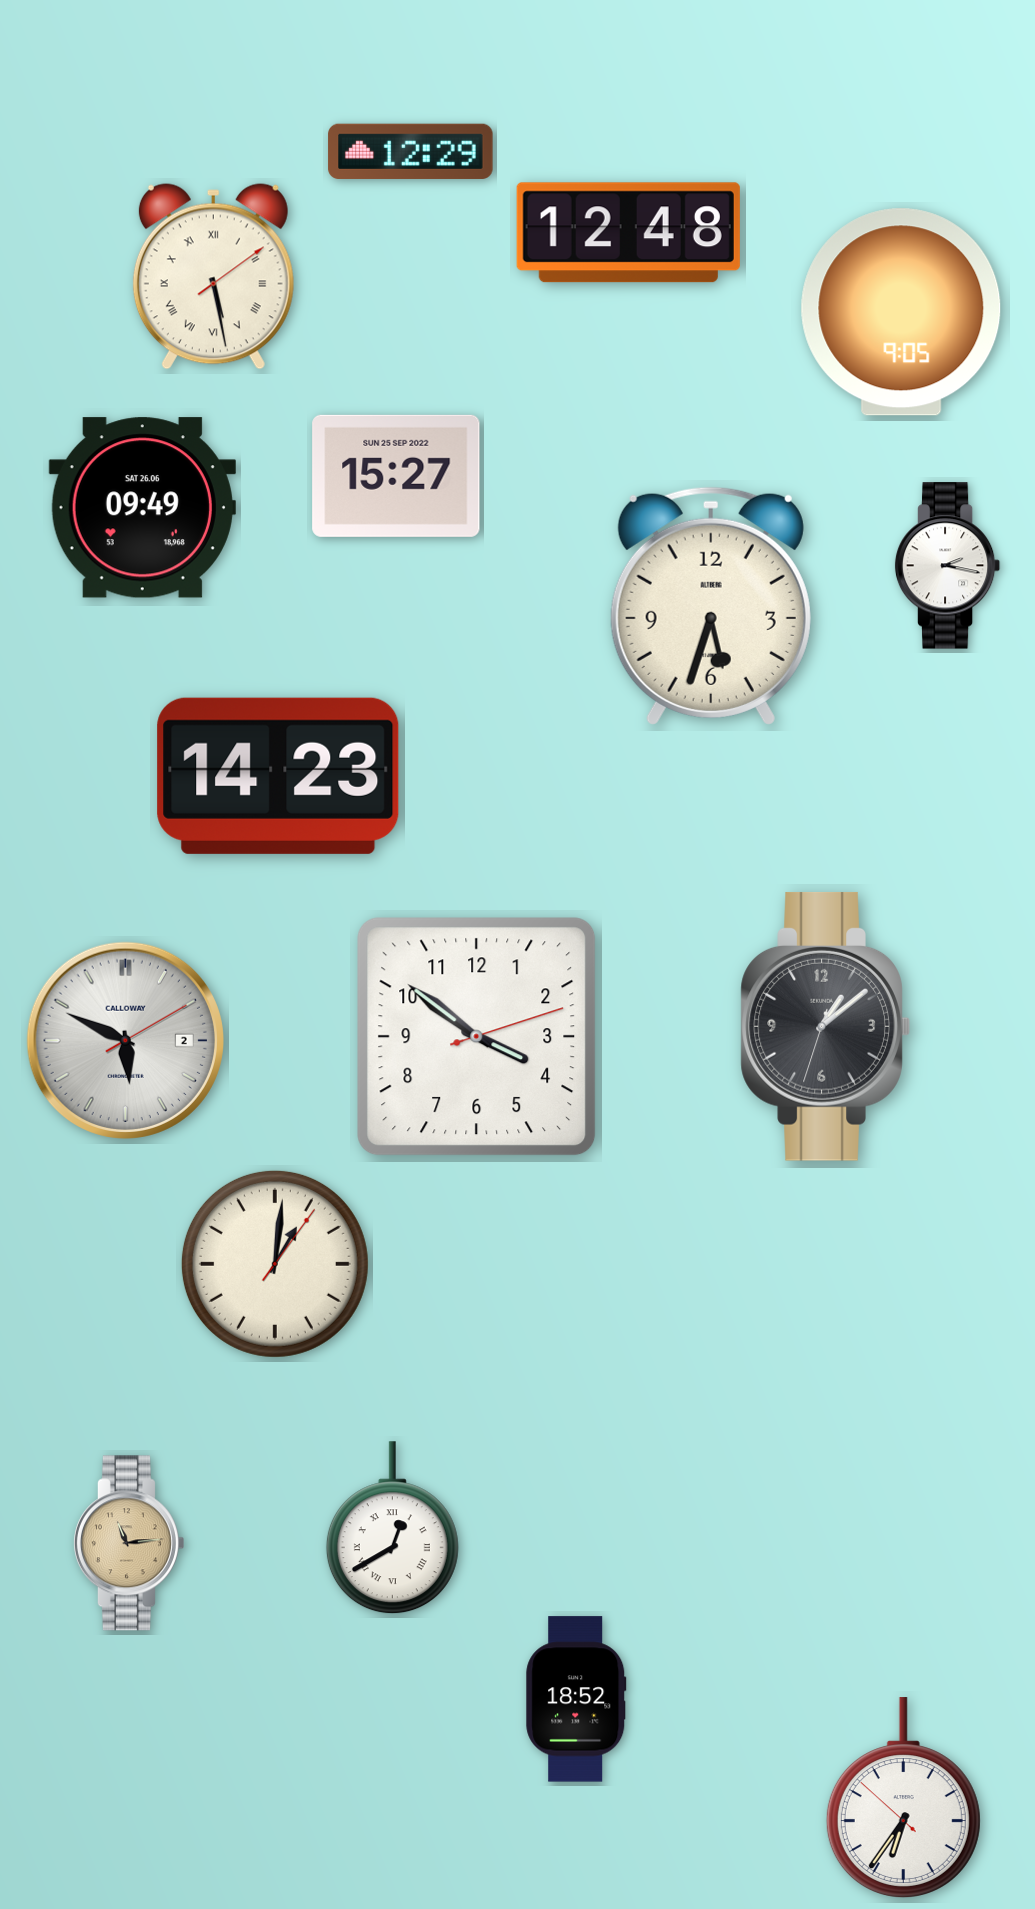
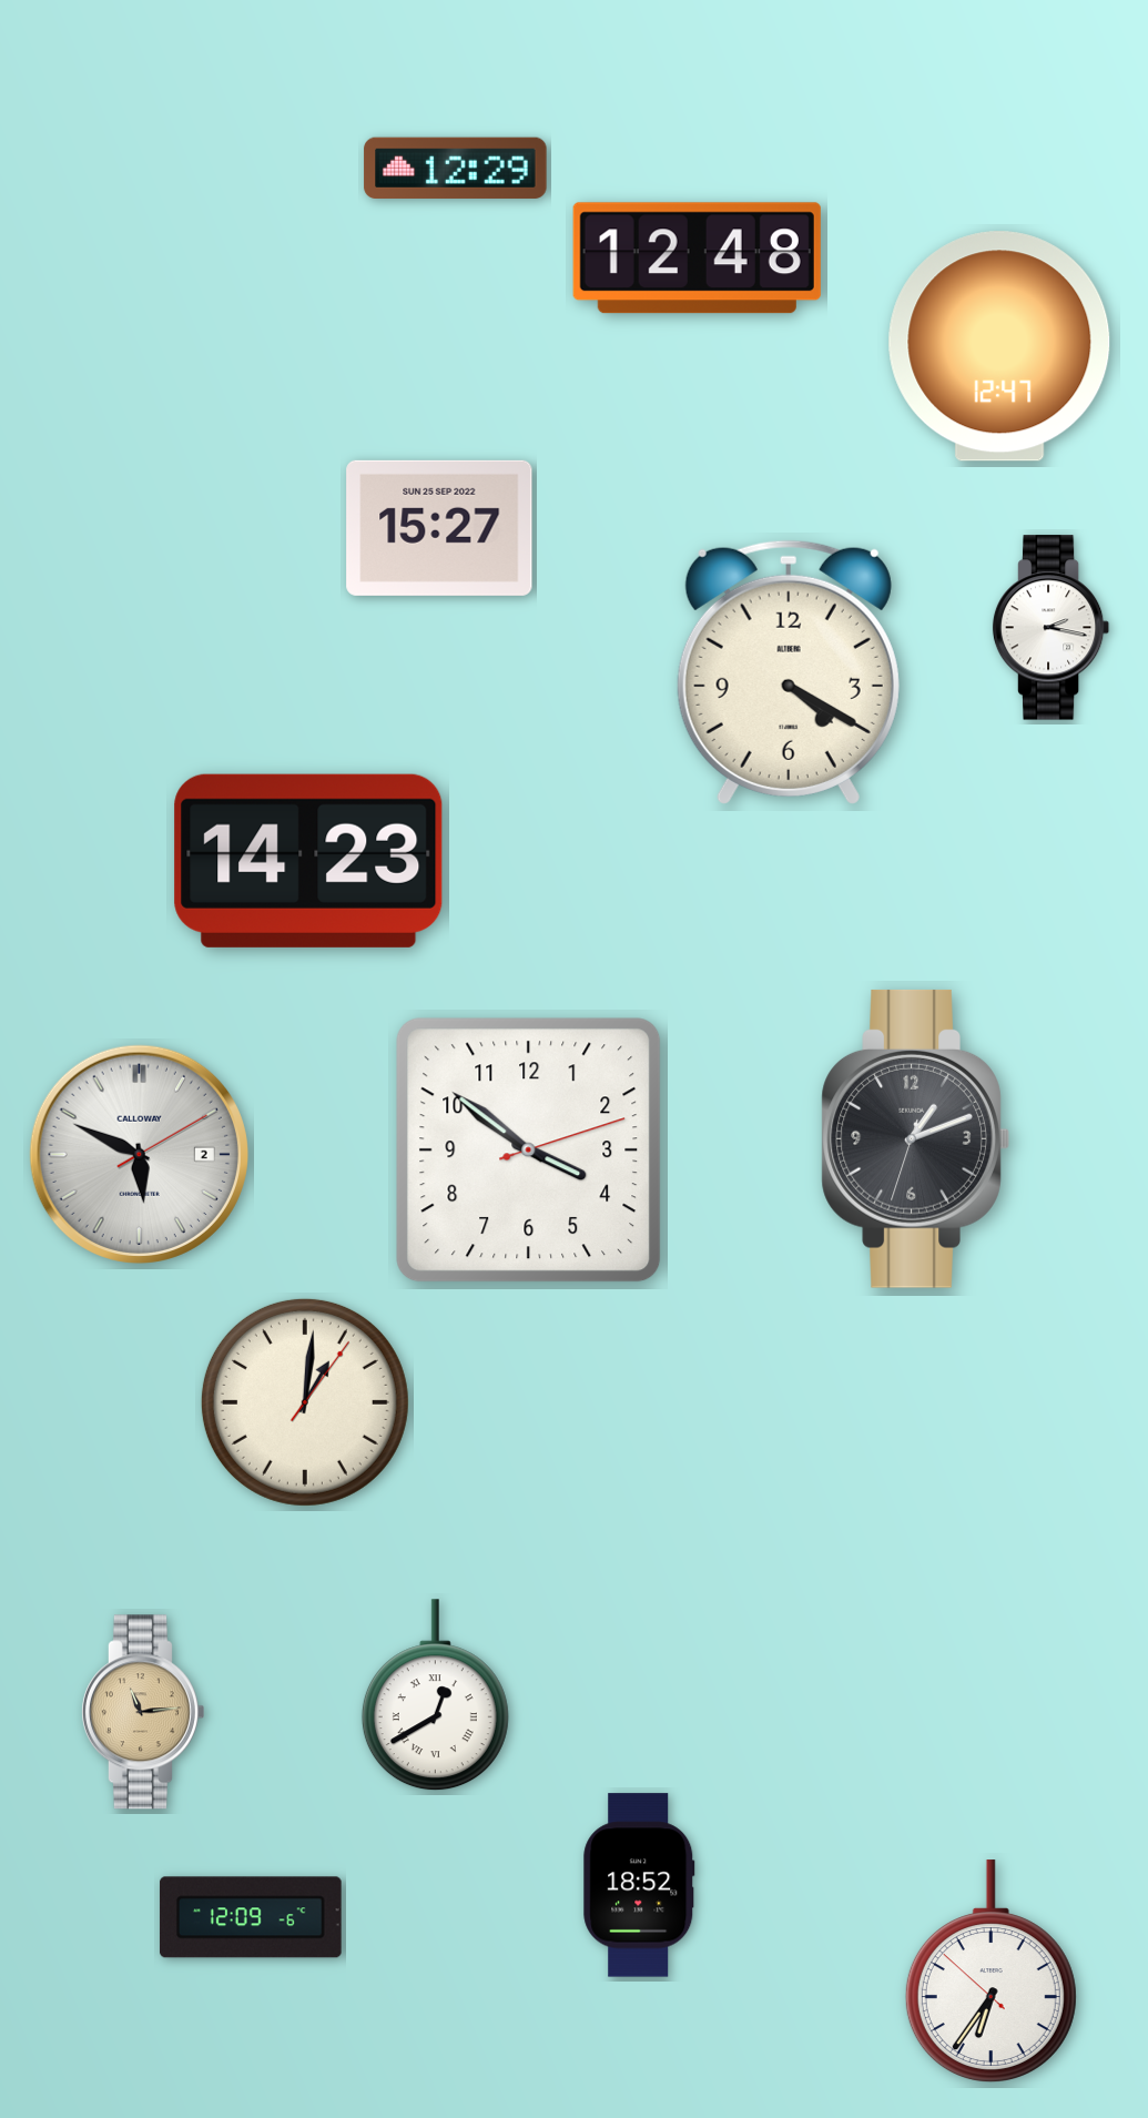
clock at (213, 277): 5:28 -> none
clock at (901, 312): 9:05 -> 12:47
clock at (142, 508): 09:49 -> none
clock at (711, 606): 5:33 -> 4:20
clock at (825, 1026): 1:08 -> 1:11
clock at (251, 1917): none -> 12:09
clock at (903, 1797) position: (903, 1797) -> (990, 1970)
